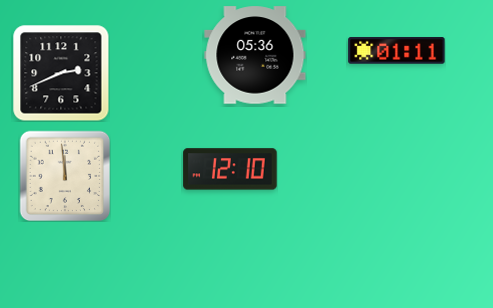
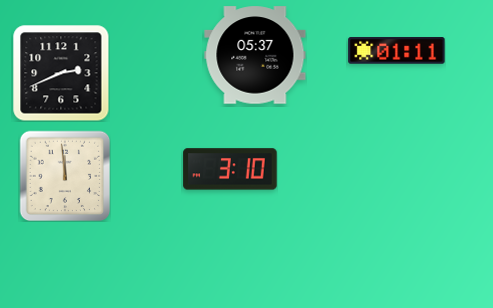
clock at (255, 55): 05:36 -> 05:37
clock at (230, 169): 12:10 -> 3:10
